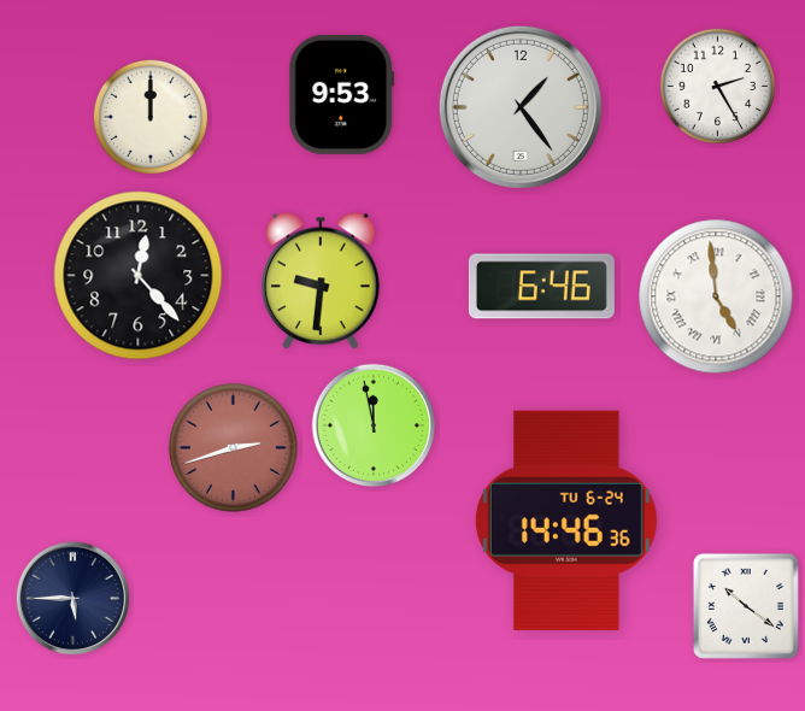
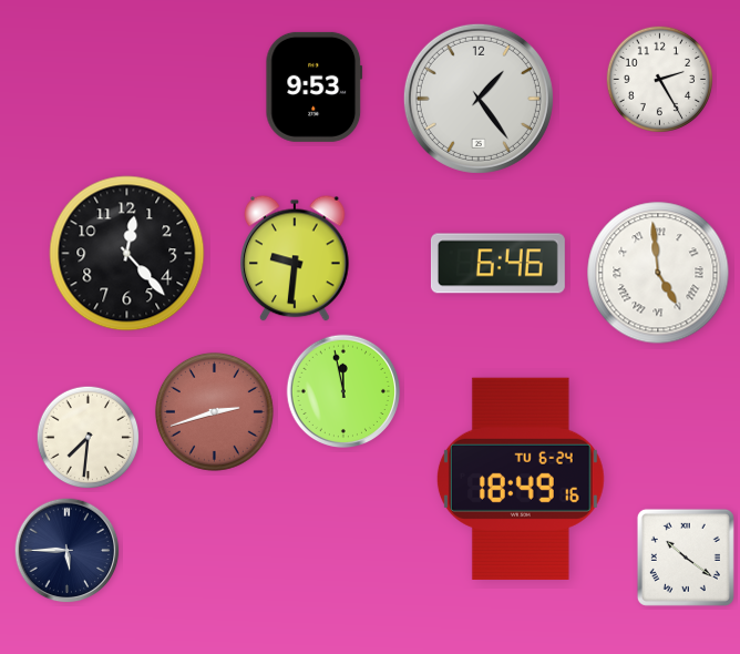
clock at (149, 116): 12:00 -> none
clock at (89, 438): none -> 7:31
clock at (566, 521): 14:46 -> 18:49
